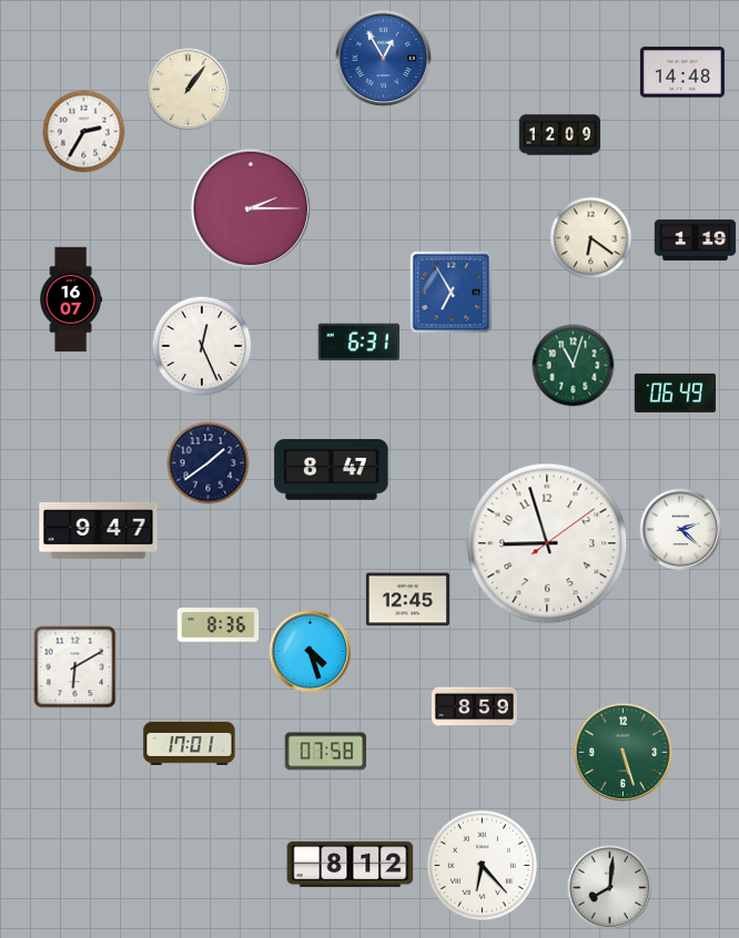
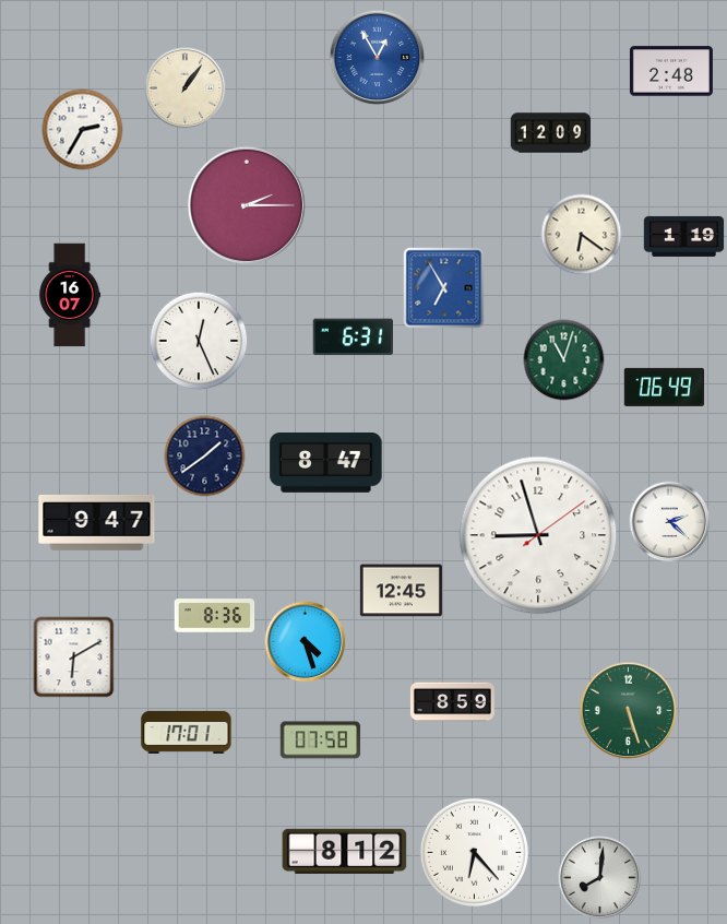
clock at (682, 72): 14:48 -> 2:48
clock at (474, 707) position: (474, 707) -> (452, 702)
clock at (624, 753) position: (624, 753) -> (629, 711)
clock at (610, 888) position: (610, 888) -> (600, 878)
